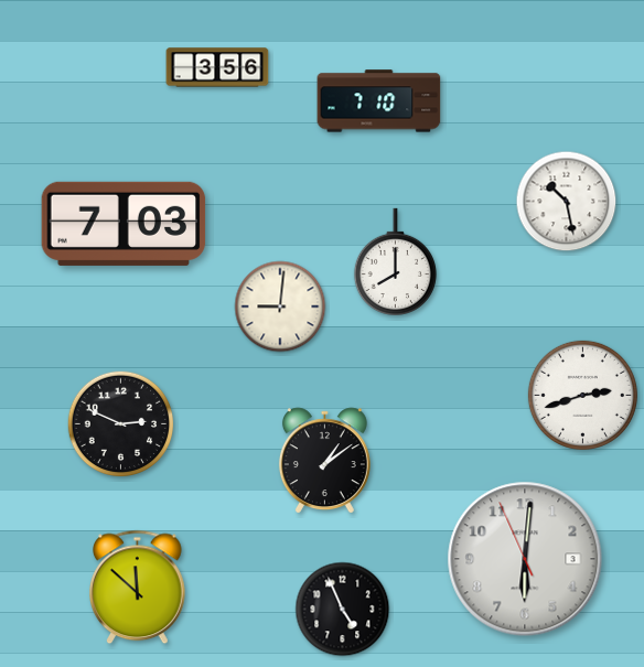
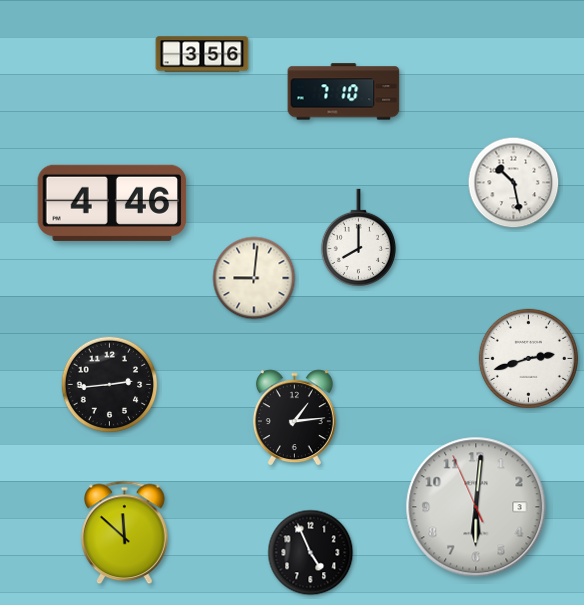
clock at (217, 67) position: (217, 67) -> (202, 54)
clock at (124, 224): 7:03 -> 4:46
clock at (121, 424): 2:49 -> 2:44
clock at (324, 461): 1:09 -> 1:14
